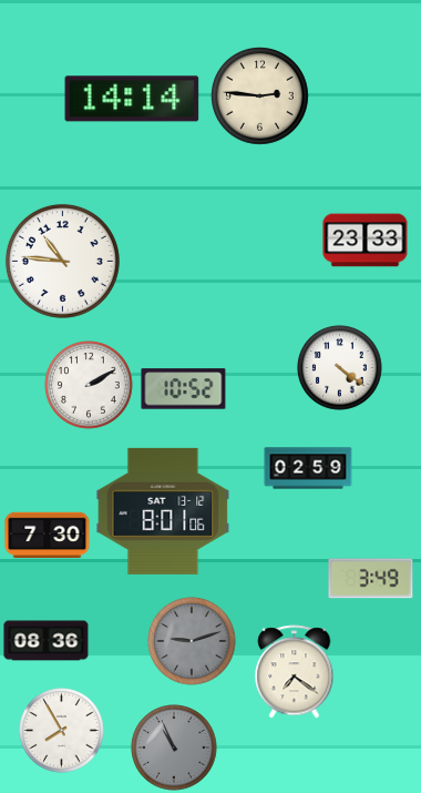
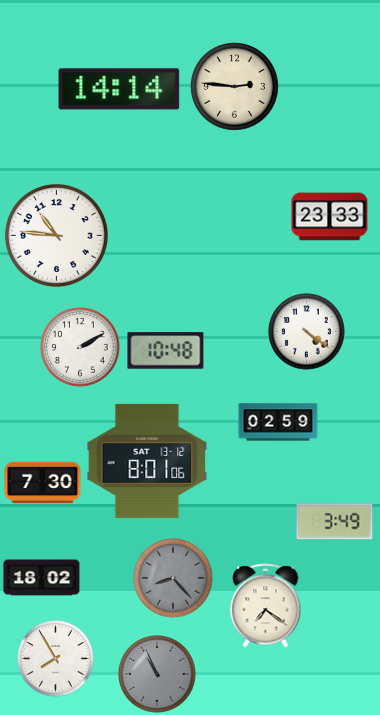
clock at (184, 389): 10:52 -> 10:48
clock at (47, 641): 08:36 -> 18:02
clock at (192, 641): 9:12 -> 8:23
